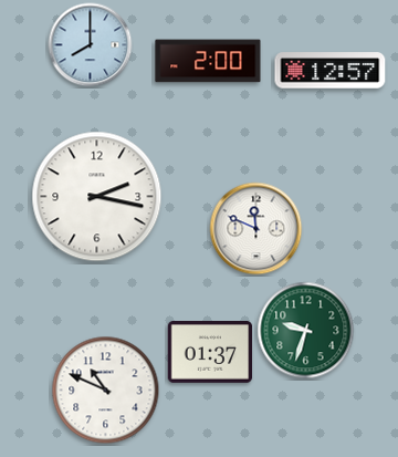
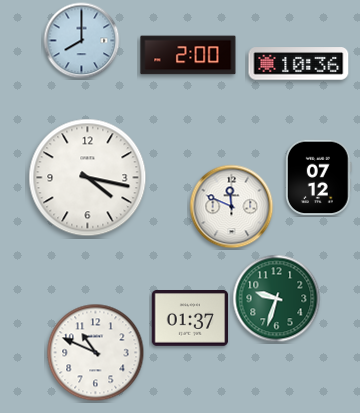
clock at (331, 71): 12:57 -> 10:36
clock at (97, 197): 2:17 -> 4:17
clock at (319, 178): none -> 07:12
